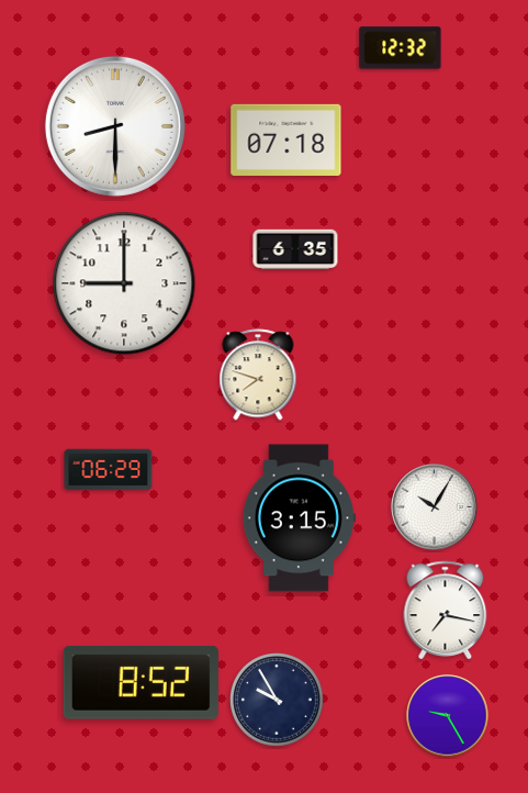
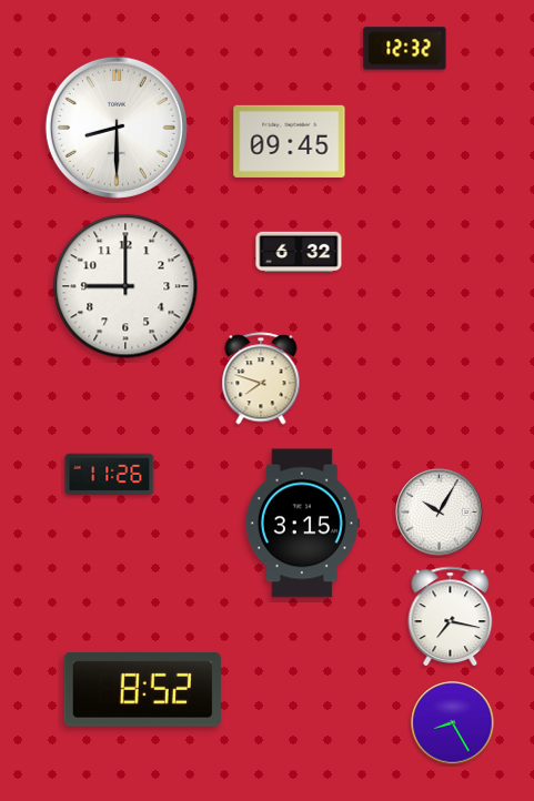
clock at (287, 139): 07:18 -> 09:45
clock at (295, 249): 6:35 -> 6:32
clock at (109, 470): 06:29 -> 11:26
clock at (278, 701): 9:55 -> none
clock at (448, 716): 9:25 -> 8:25
